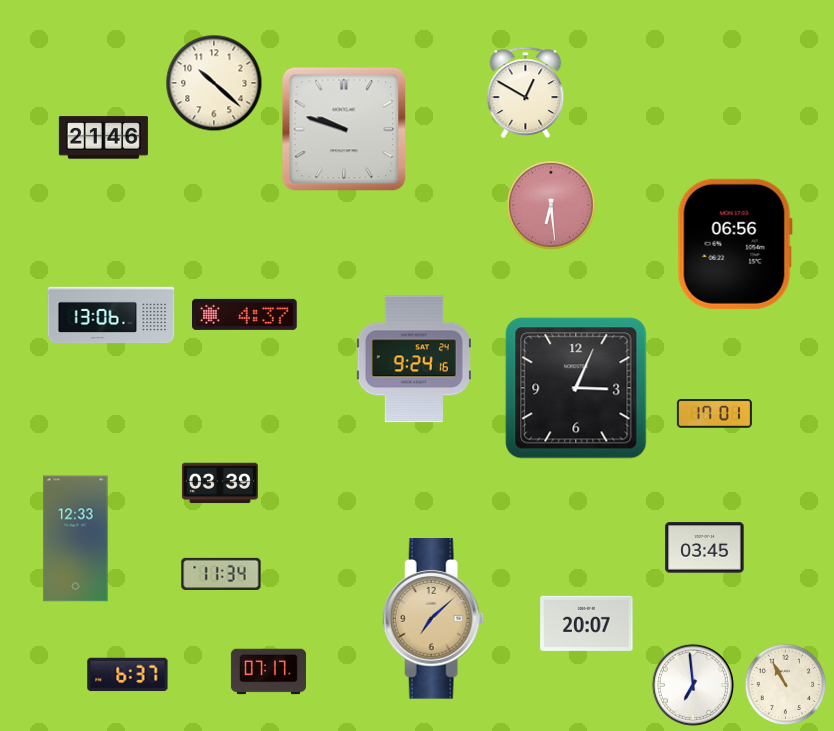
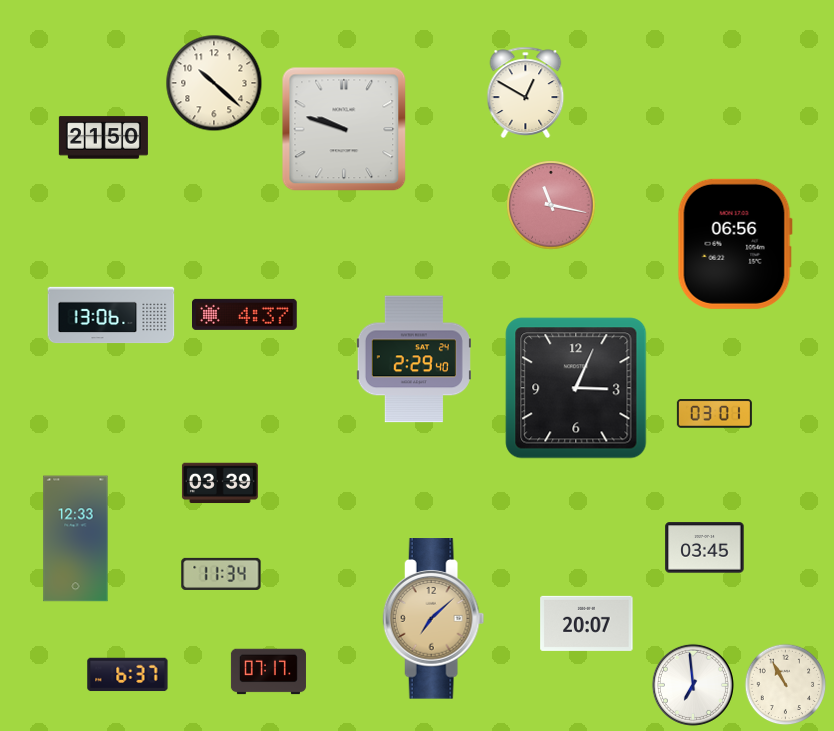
clock at (103, 138): 21:46 -> 21:50
clock at (551, 205): 6:29 -> 11:17
clock at (414, 359): 9:24 -> 2:29
clock at (714, 414): 17:01 -> 03:01
